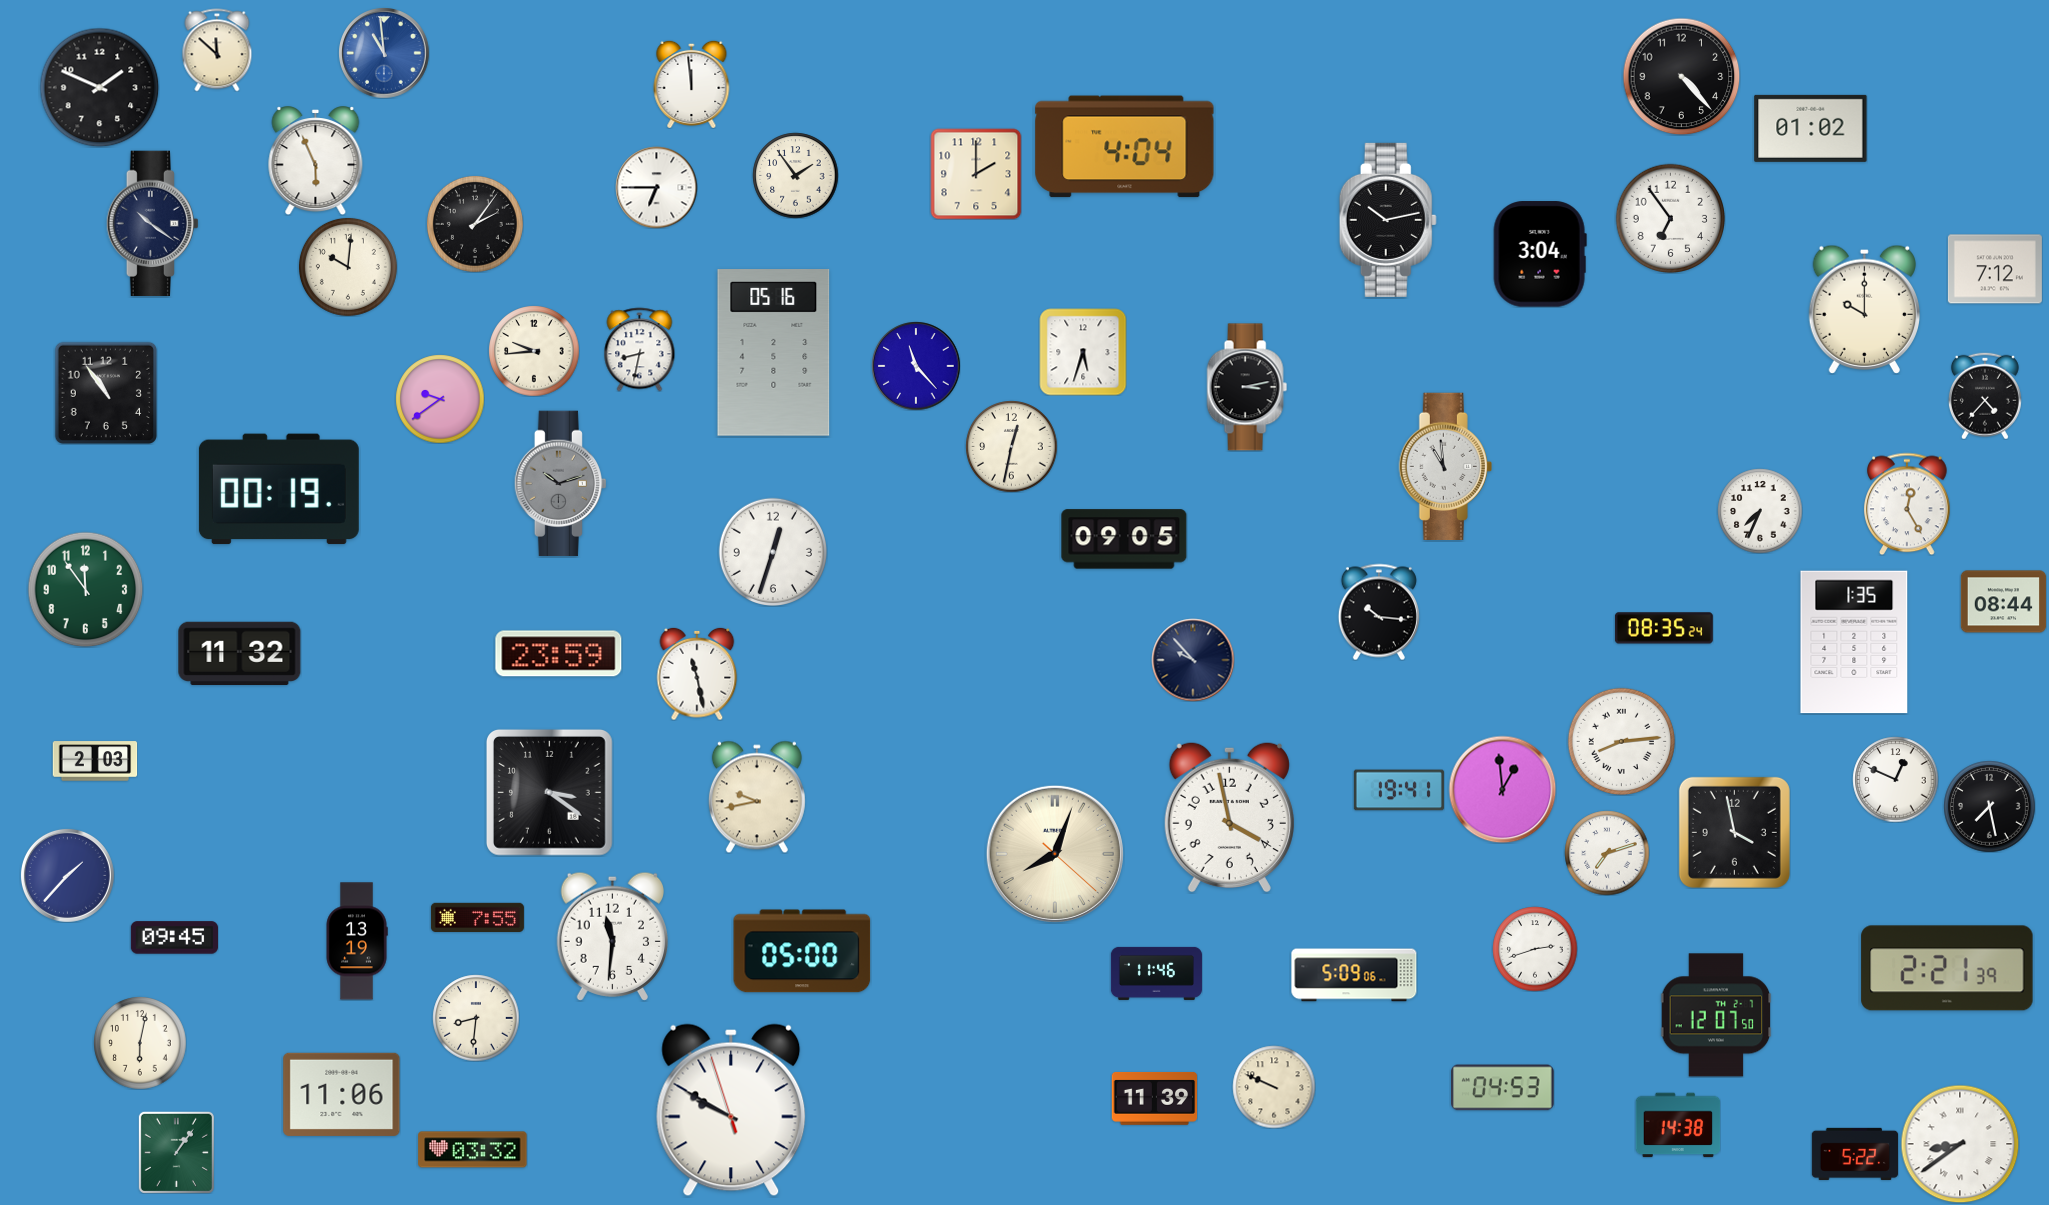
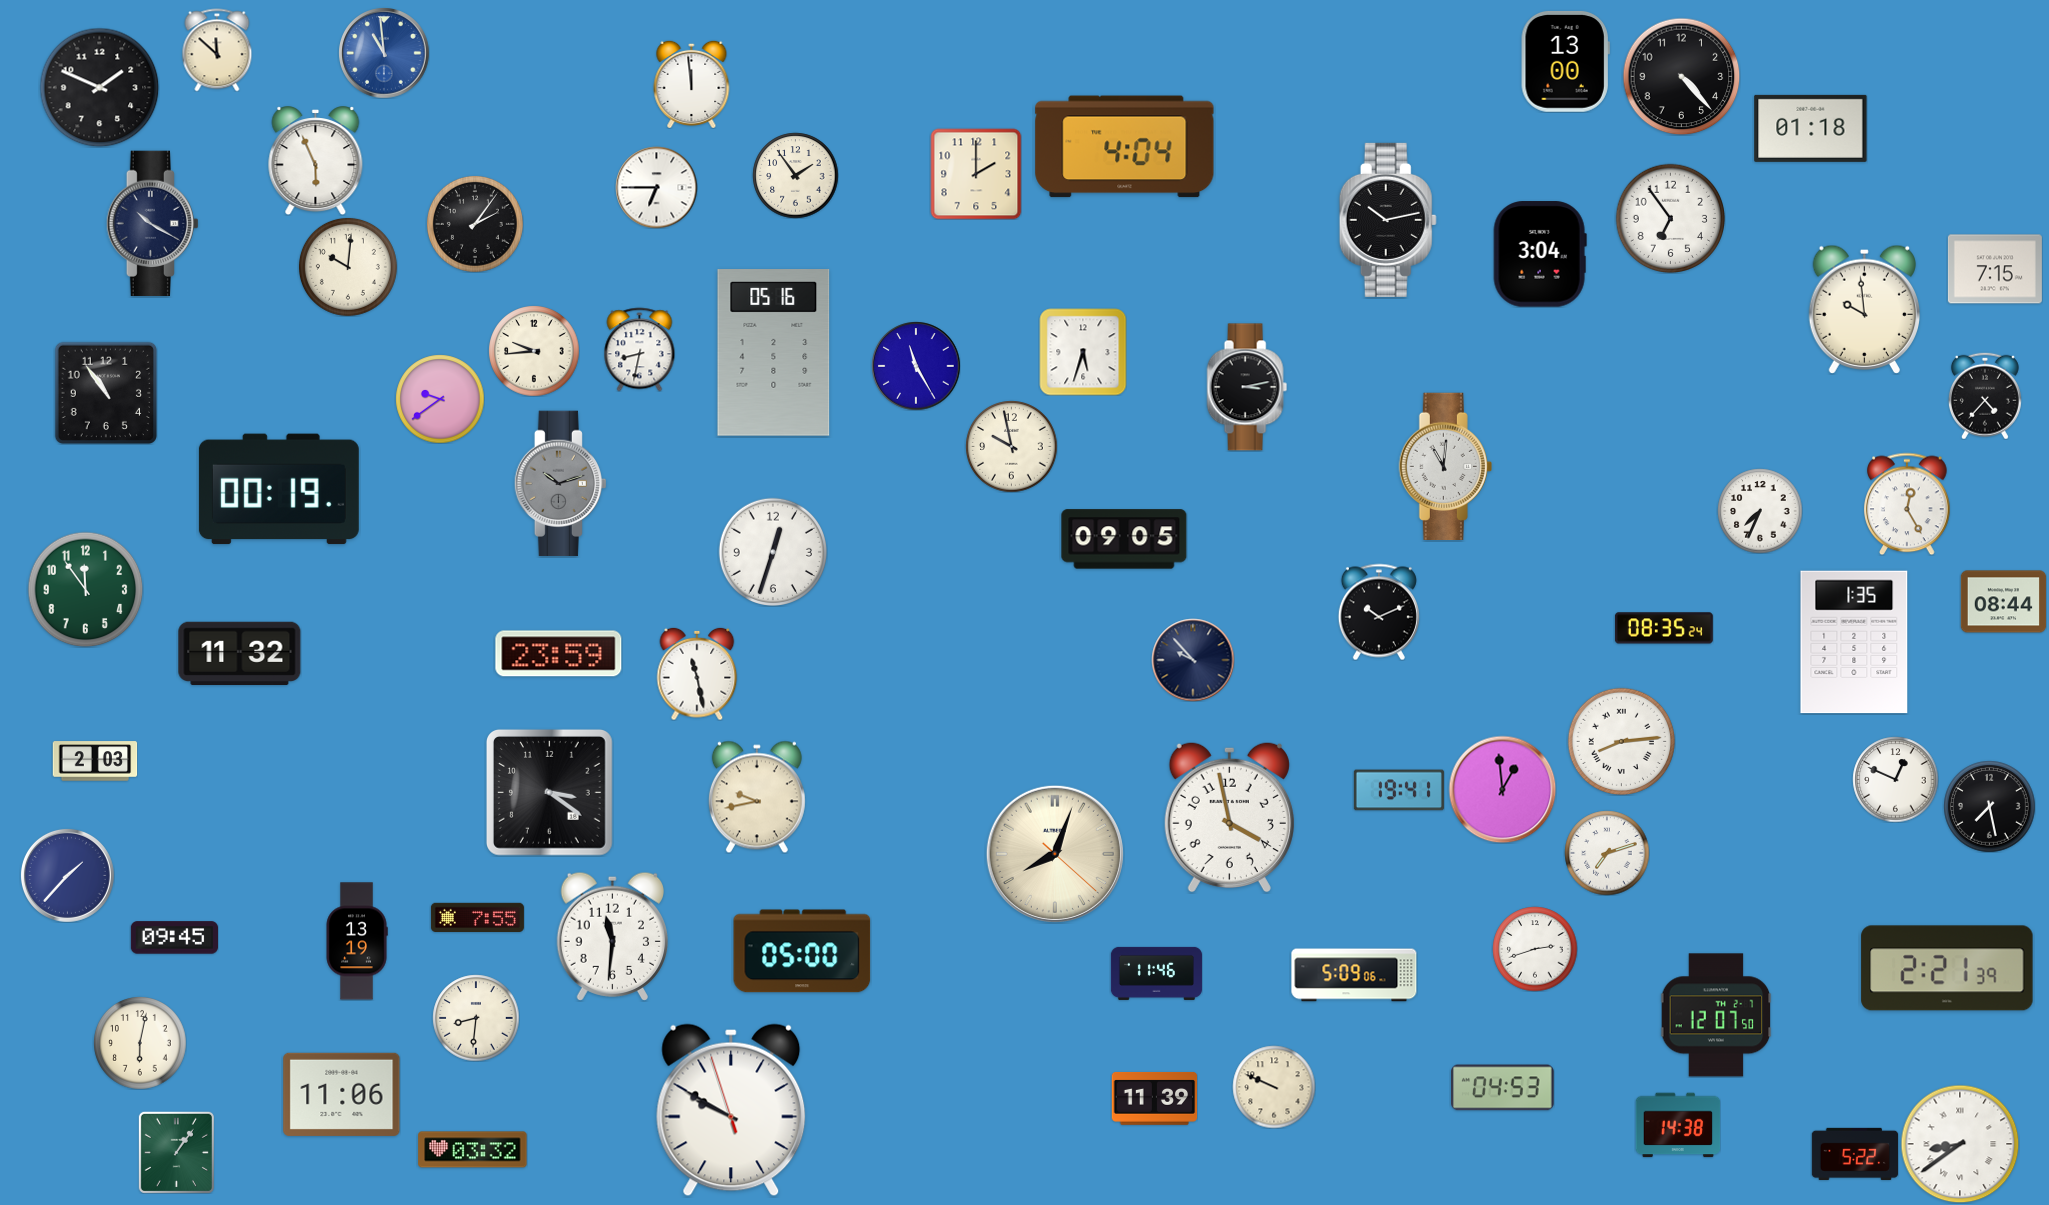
clock at (1565, 61): none -> 13:00
clock at (1811, 128): 01:02 -> 01:18
clock at (152, 224): 10:21 -> 10:20
clock at (1995, 269): 7:12 -> 7:15
clock at (1864, 309): 10:00 -> 9:59
clock at (916, 366): 11:23 -> 11:25
clock at (1011, 446): 12:32 -> 9:58
clock at (1445, 466): 10:59 -> 11:01
clock at (1379, 612): 10:16 -> 10:11
clock at (1734, 832): 3:58 -> none
